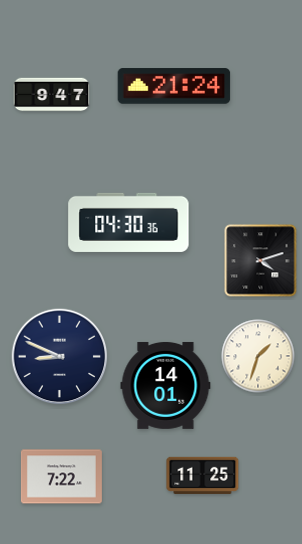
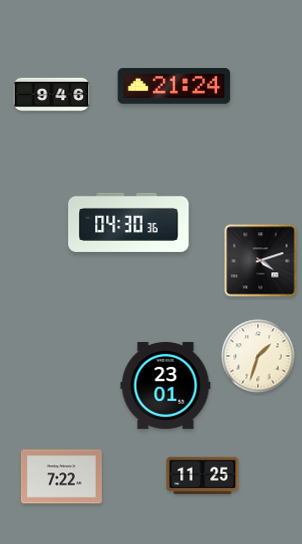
clock at (52, 95): 9:47 -> 9:46
clock at (60, 357): 8:49 -> none
clock at (166, 385): 14:01 -> 23:01
